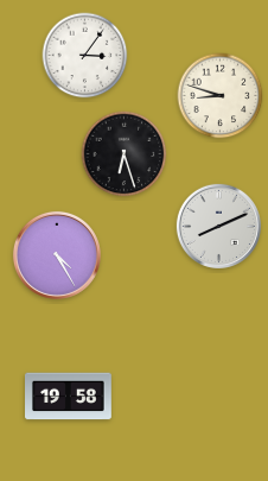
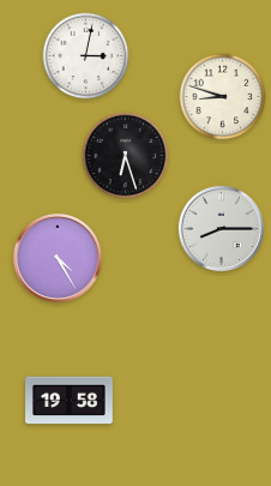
clock at (85, 56): 3:06 -> 3:02
clock at (218, 226): 8:11 -> 8:15
